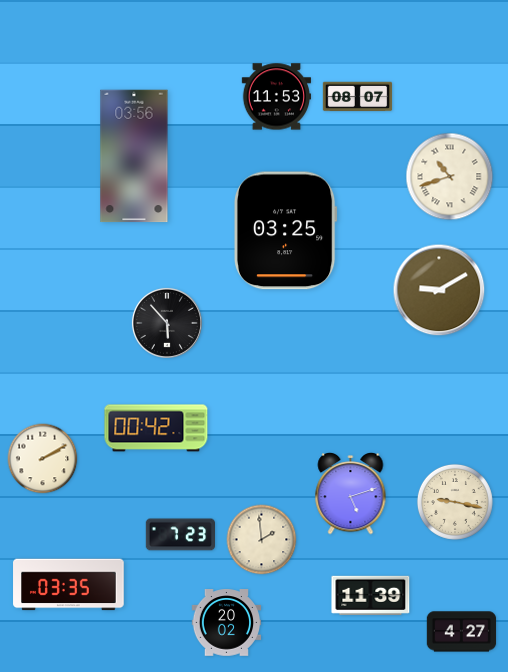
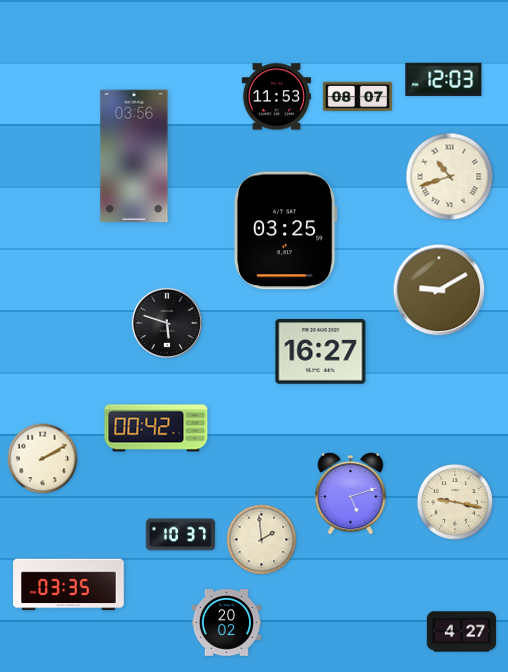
clock at (444, 79): none -> 12:03
clock at (167, 323): 5:53 -> 5:48
clock at (321, 352): none -> 16:27
clock at (180, 535): 7:23 -> 10:37
clock at (371, 595): 11:39 -> none
